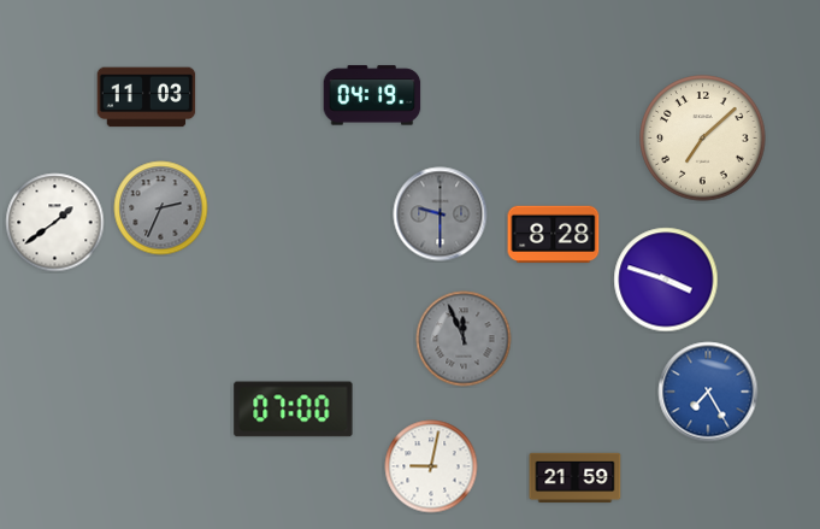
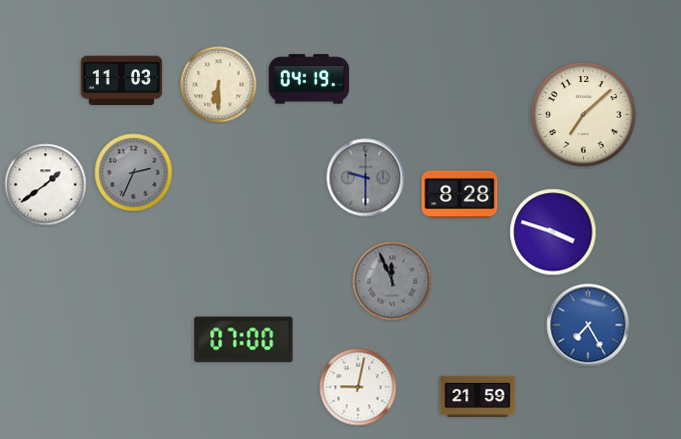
clock at (219, 85): none -> 6:30
clock at (464, 339) position: (464, 339) -> (392, 281)
